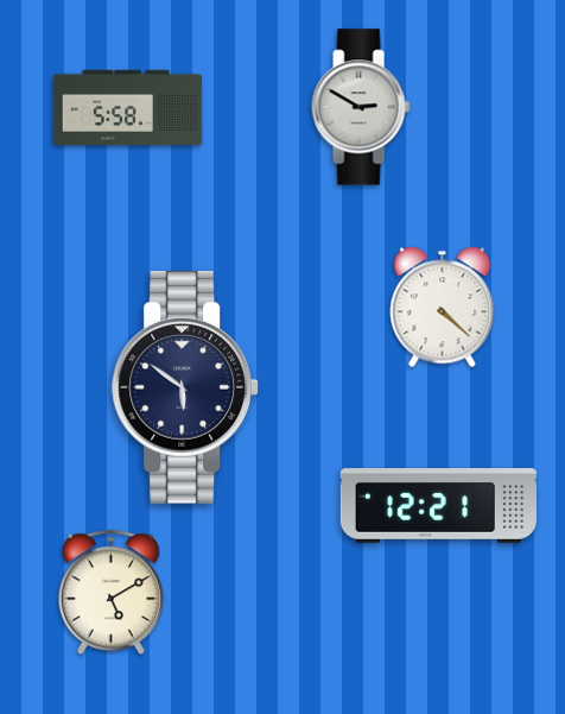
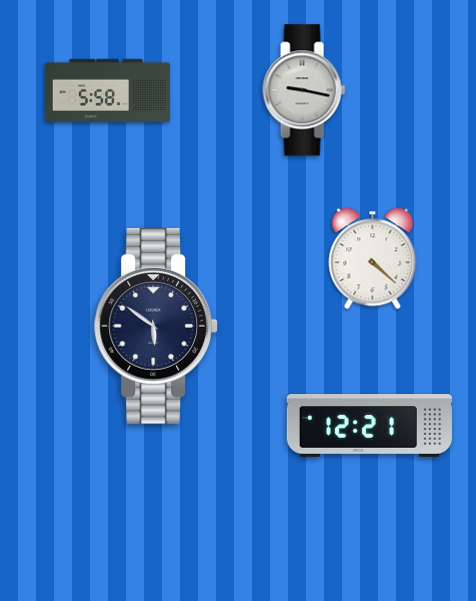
clock at (361, 107): 2:50 -> 9:17
clock at (110, 593): 5:10 -> none
